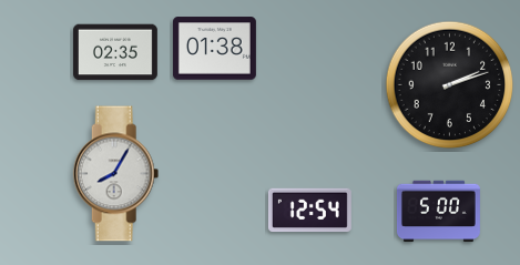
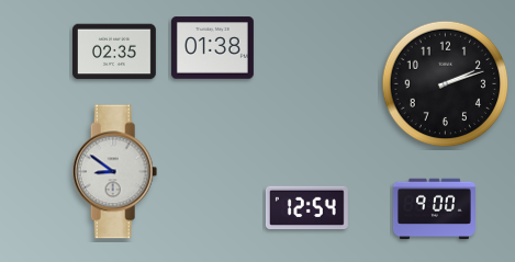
clock at (116, 174): 8:05 -> 8:51
clock at (438, 212): 5:00 -> 9:00
